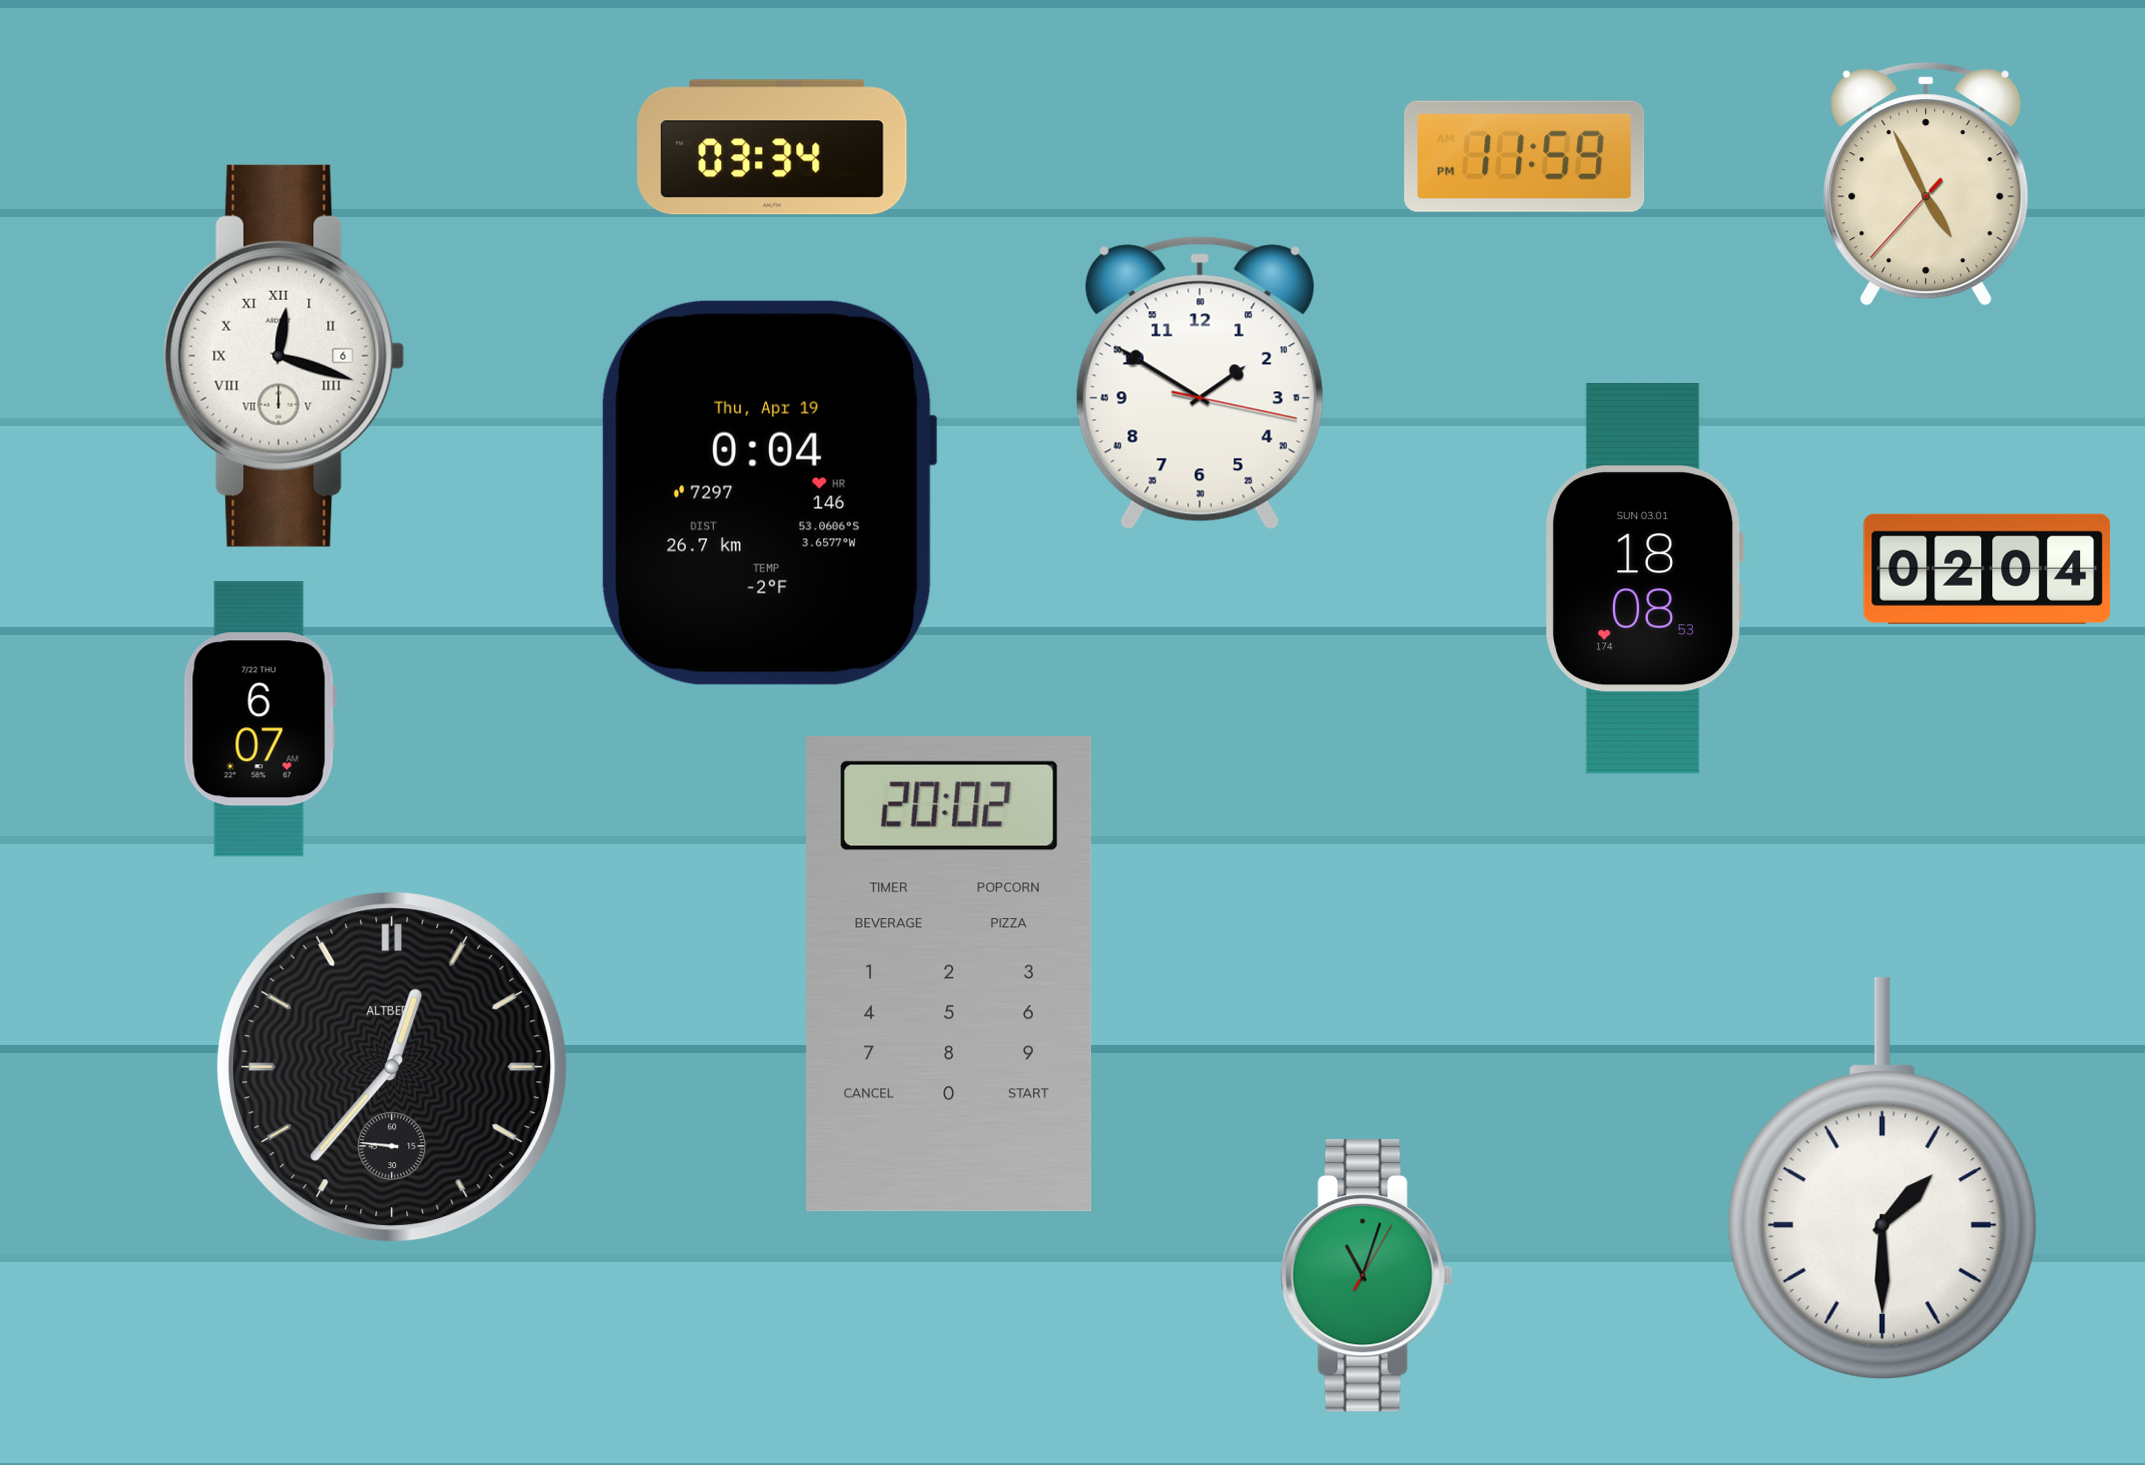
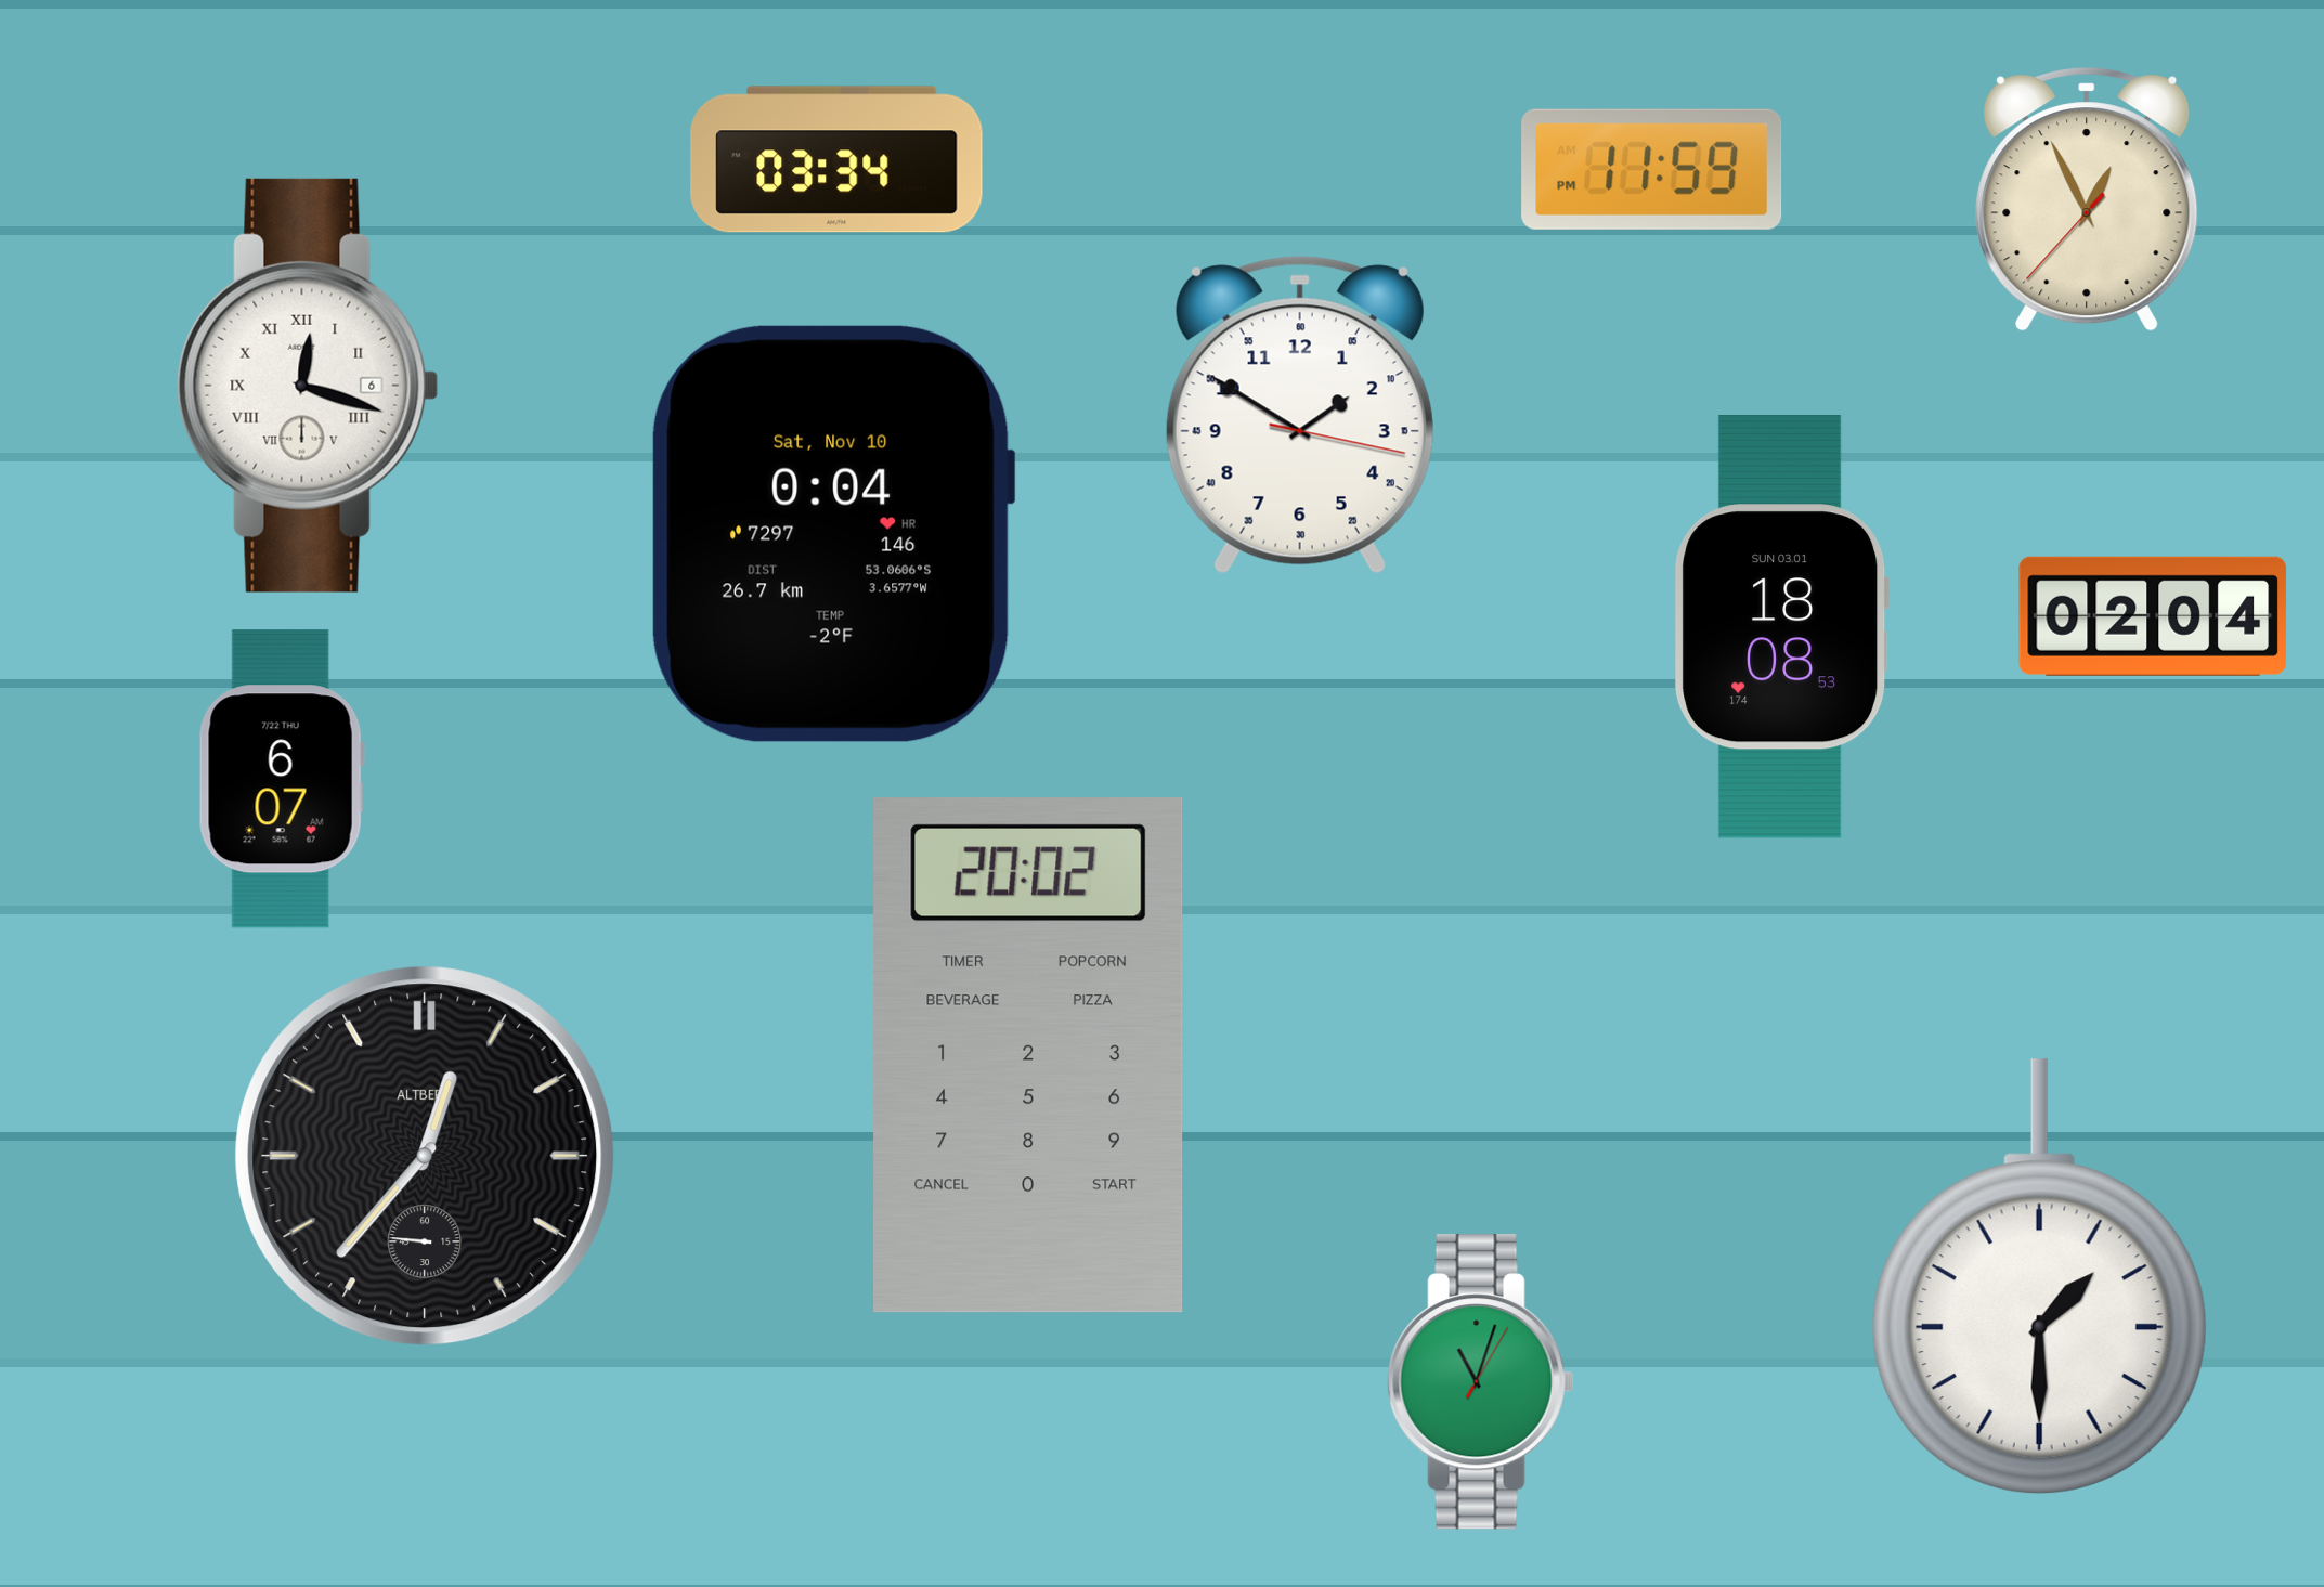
clock at (1926, 184): 4:55 -> 12:55
clock at (769, 493) date: Thu, Apr 19 -> Sat, Nov 10
